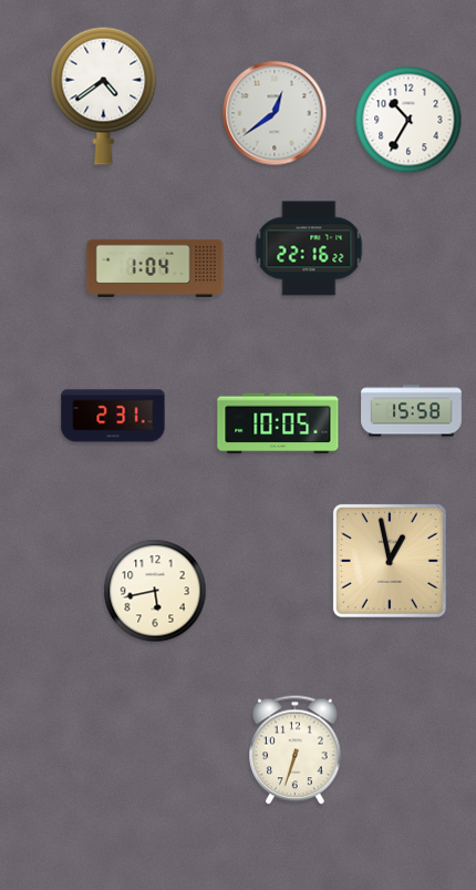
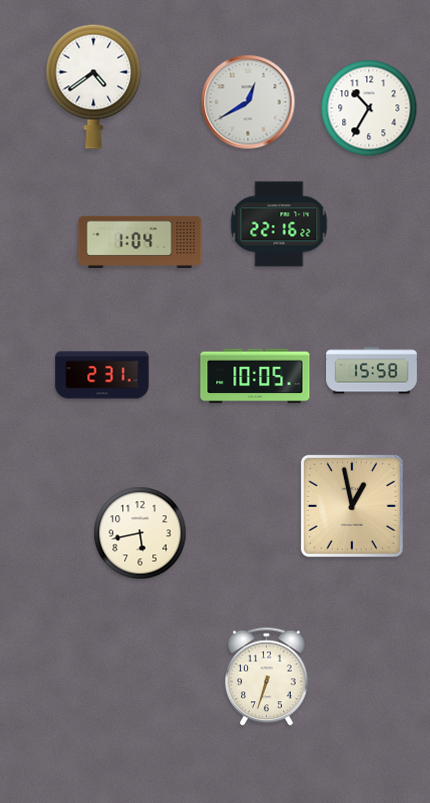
clock at (275, 113): 12:39 -> 12:40
clock at (278, 423) position: (278, 423) -> (255, 376)
